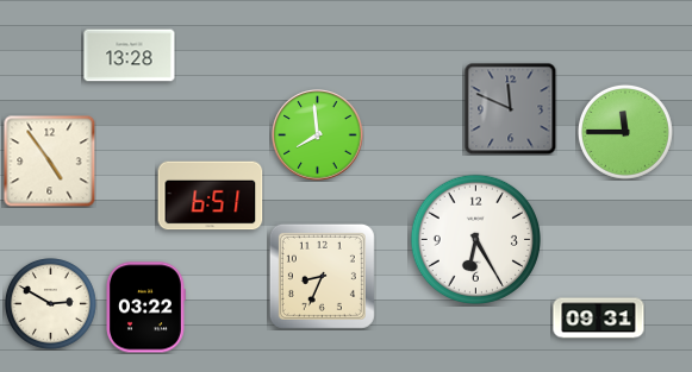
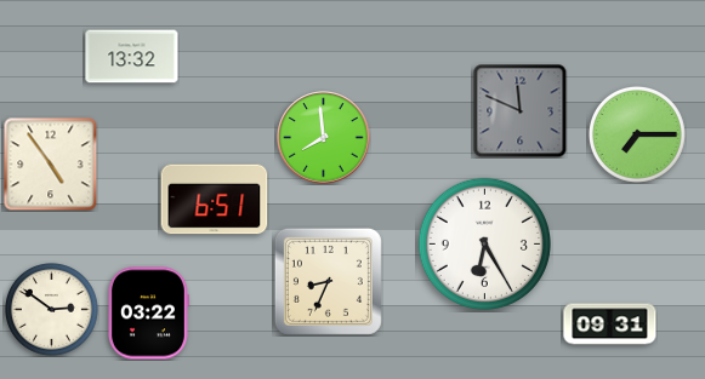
clock at (130, 56): 13:28 -> 13:32
clock at (625, 132): 11:45 -> 7:15
clock at (51, 304): 2:50 -> 2:51
